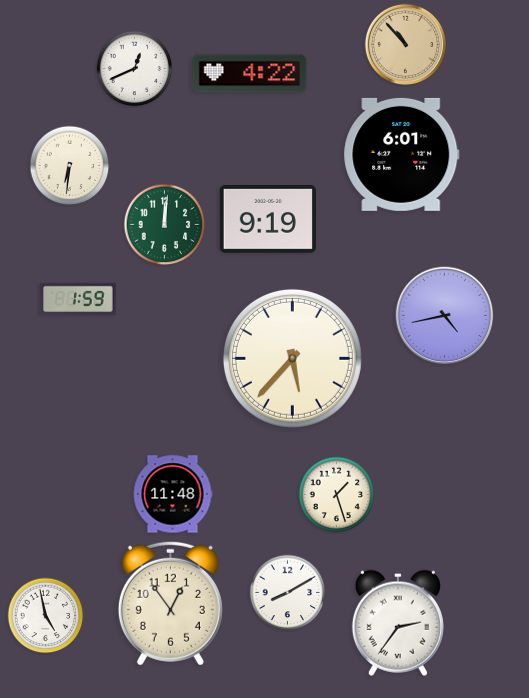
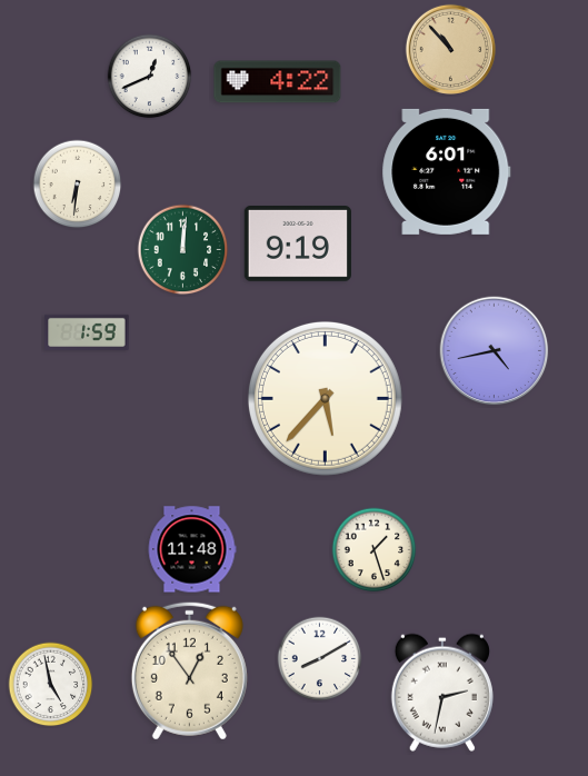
clock at (398, 623): 2:36 -> 2:32
